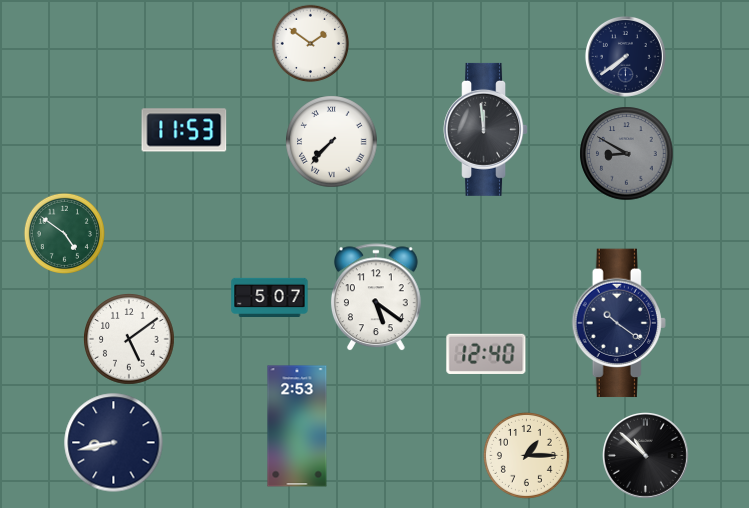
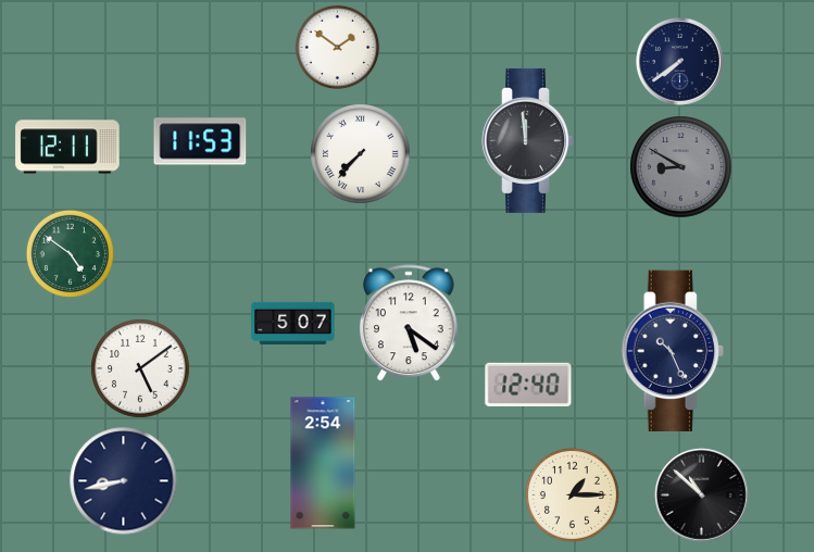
clock at (67, 147): none -> 12:11
clock at (619, 323): 10:21 -> 10:26
clock at (297, 426): 2:53 -> 2:54
